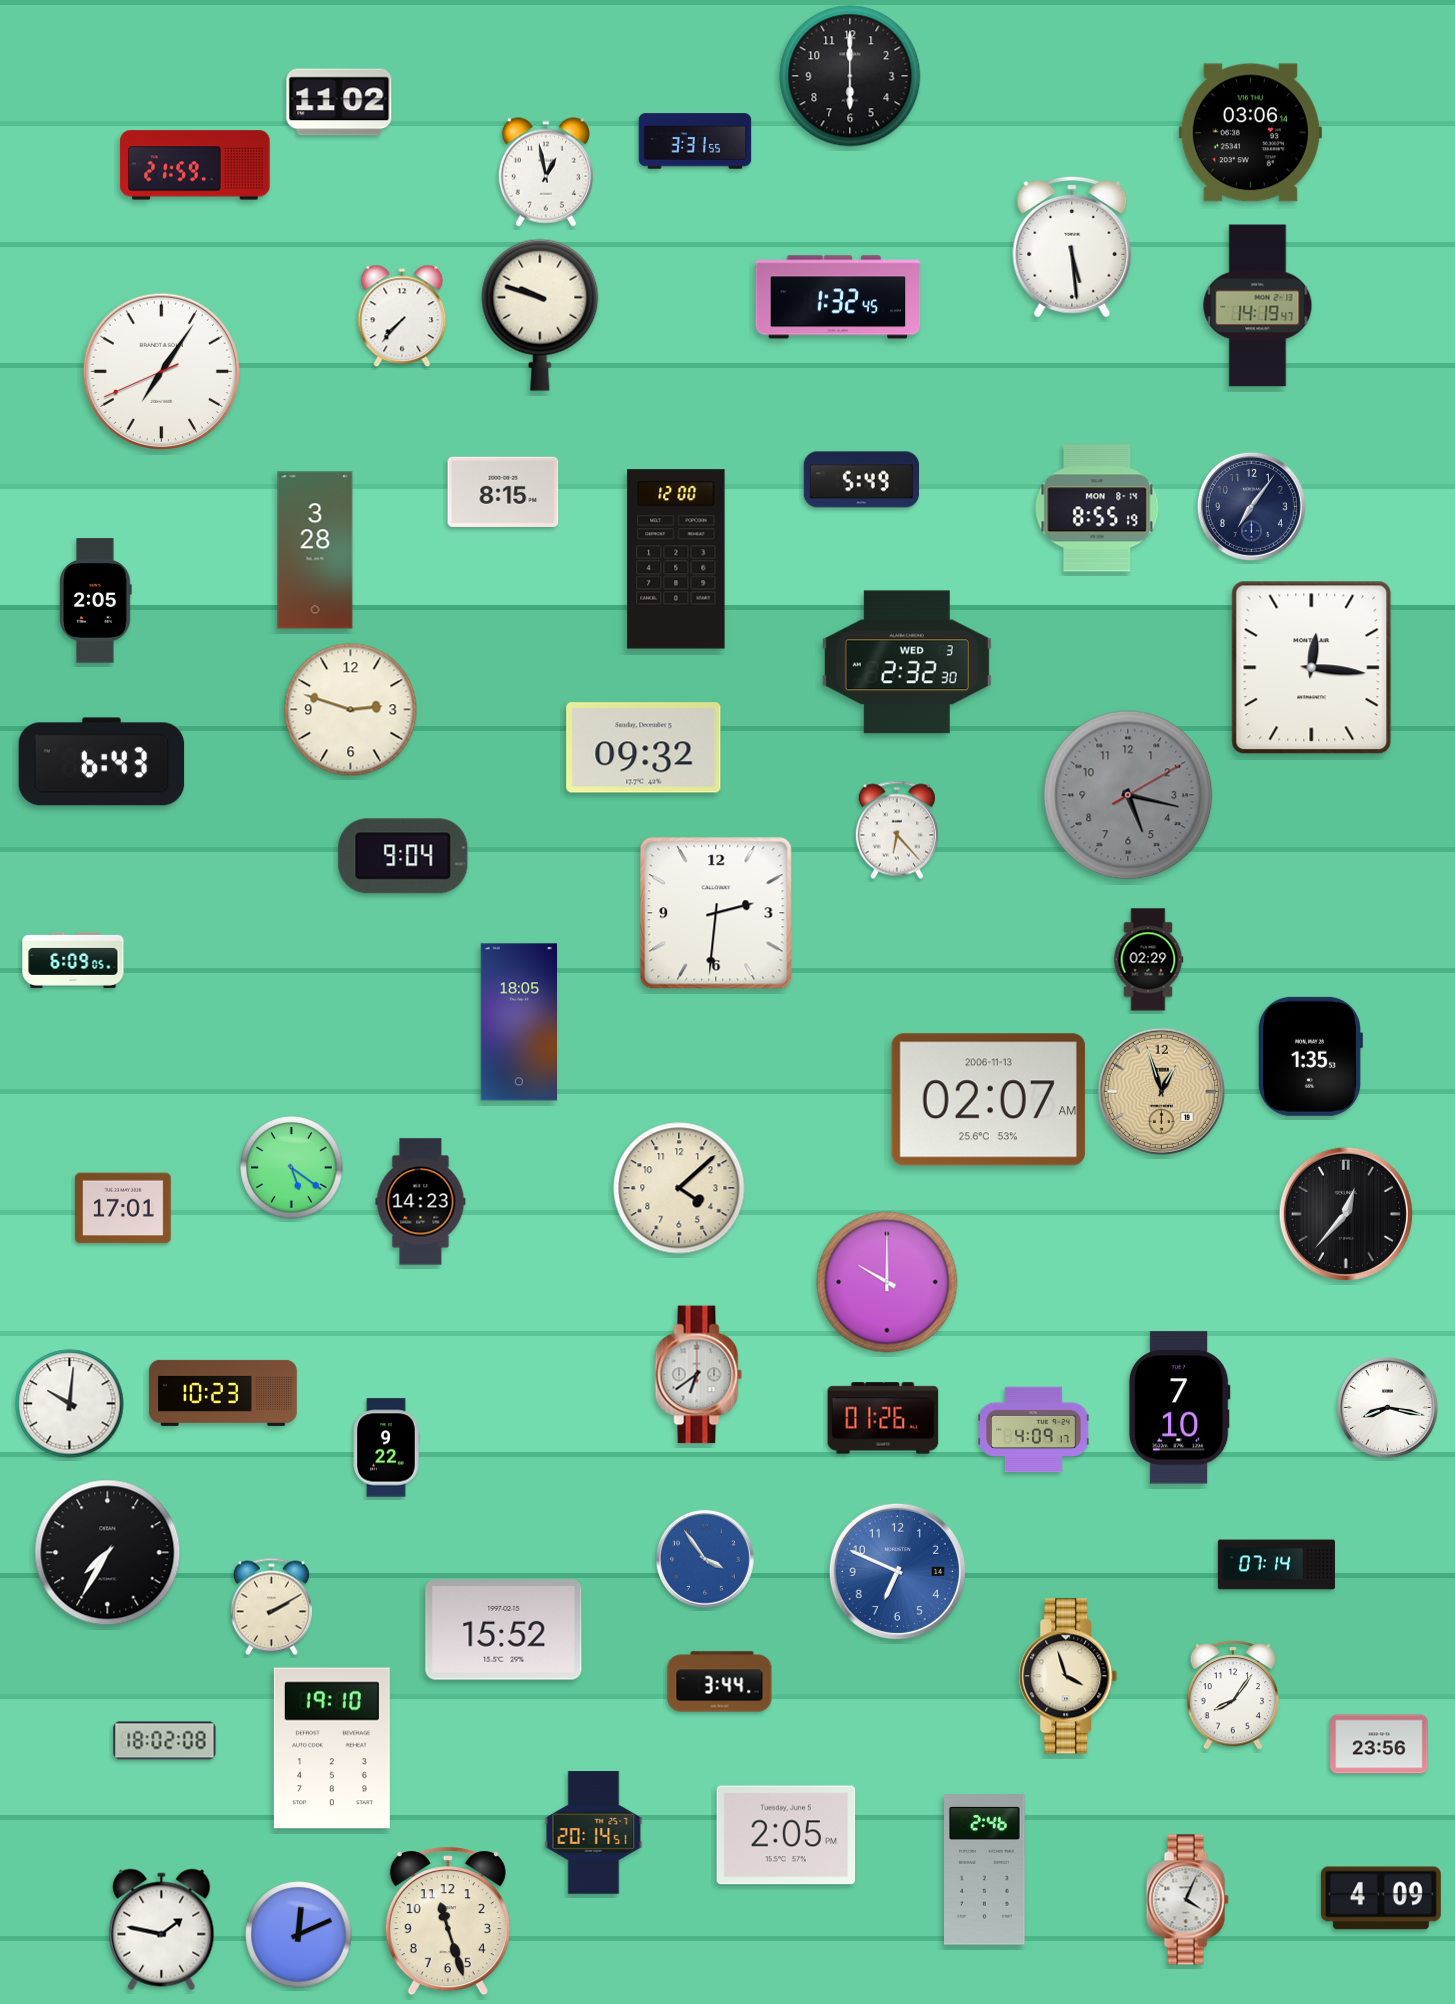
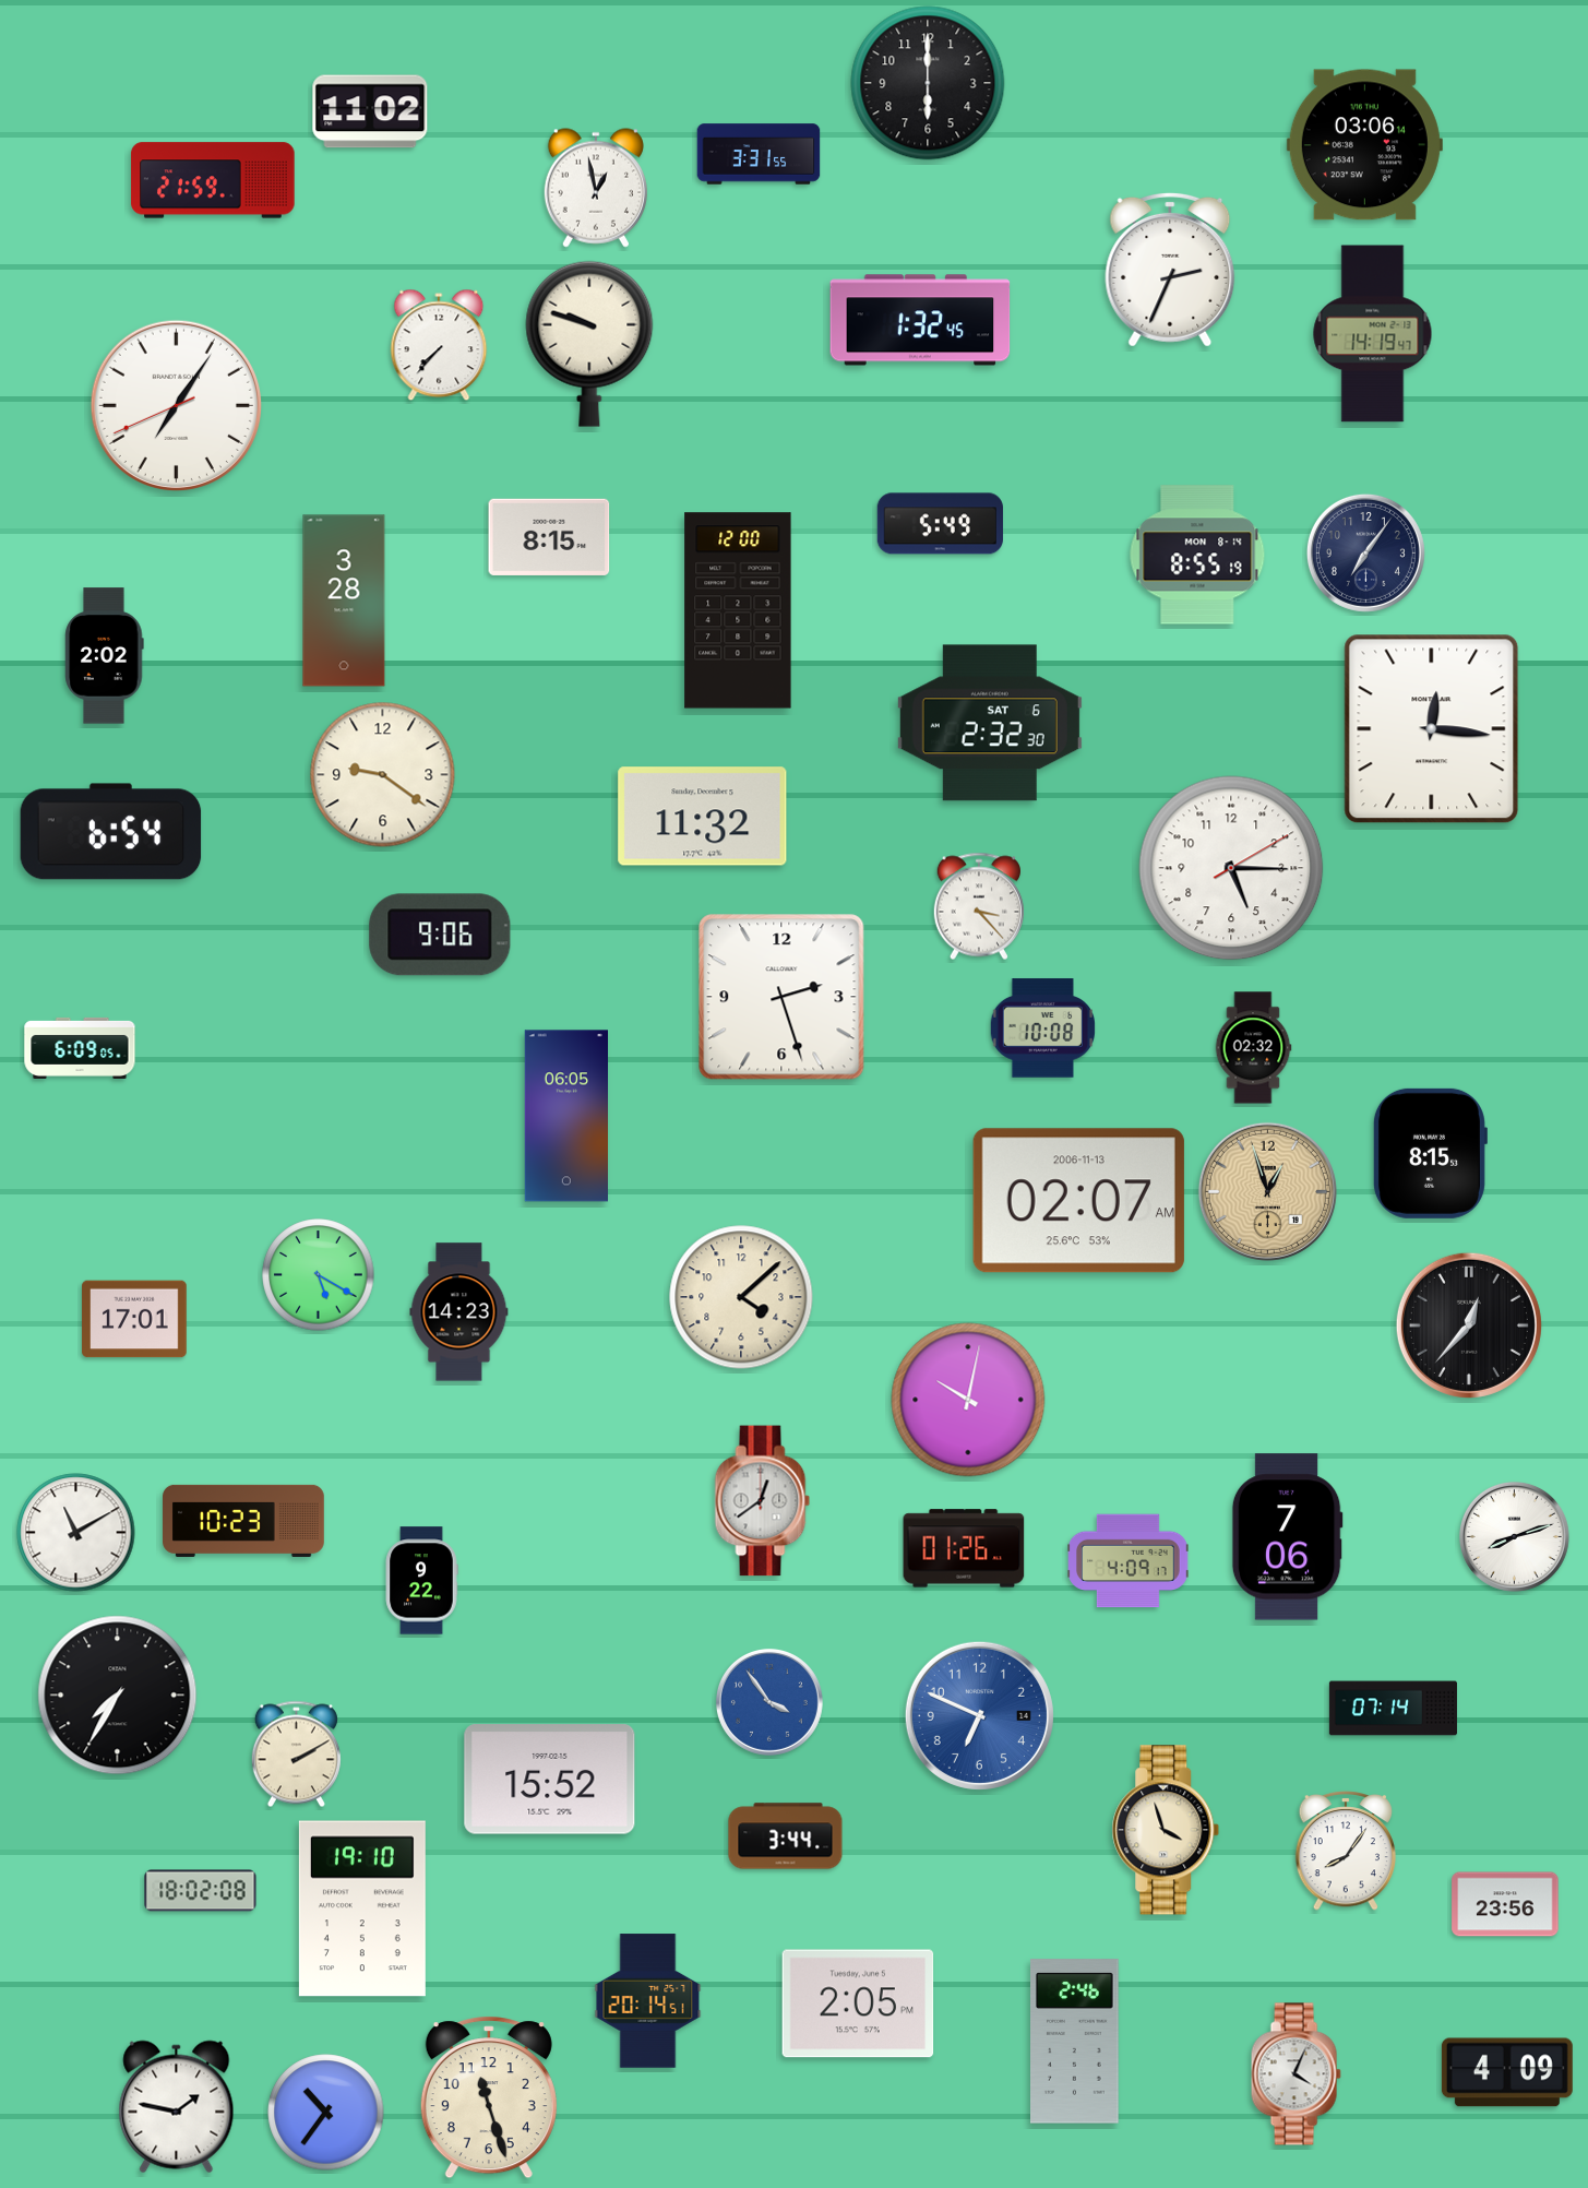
clock at (1072, 247): 5:29 -> 2:34
clock at (838, 297) position: (838, 297) -> (920, 320)
clock at (96, 601): 2:05 -> 2:02
clock at (907, 662) date: WED 3 -> SAT 6
clock at (351, 710): 2:48 -> 9:21
clock at (644, 748): 09:32 -> 11:32
clock at (102, 762): 6:43 -> 6:54
clock at (1128, 795): 5:17 -> 5:15
clock at (1128, 795) dial: grey -> white
clock at (897, 830): 6:23 -> 3:23
clock at (403, 856): 9:04 -> 9:06
clock at (716, 913): 2:31 -> 2:27
clock at (1042, 1028): none -> 10:08
clock at (1148, 960): 02:29 -> 02:32
clock at (518, 1022): 18:05 -> 06:05
clock at (1310, 1056): 1:35 -> 8:15
clock at (292, 1168): 5:21 -> 5:20
clock at (887, 1282): 10:00 -> 10:02
clock at (699, 1375): 6:39 -> 12:39
clock at (70, 1404): 10:01 -> 11:10
clock at (1387, 1407): 8:17 -> 8:12
clock at (1179, 1408): 7:10 -> 7:06
clock at (165, 1741) position: (165, 1741) -> (201, 1891)
clock at (299, 1935): 12:11 -> 10:36
